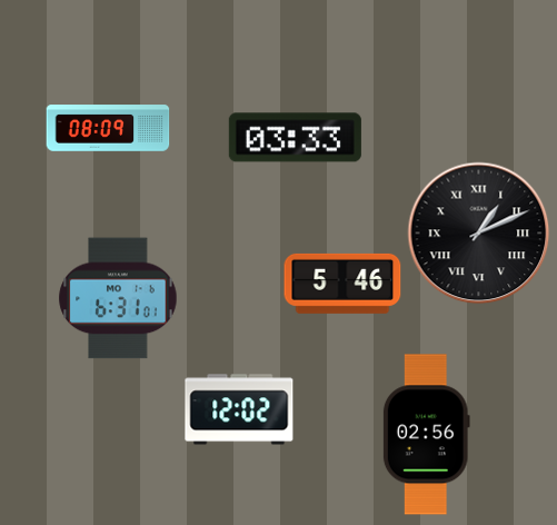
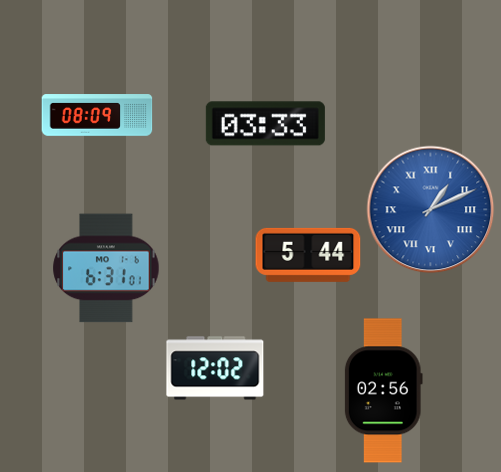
clock at (479, 234) dial: black -> blue
clock at (342, 284): 5:46 -> 5:44
